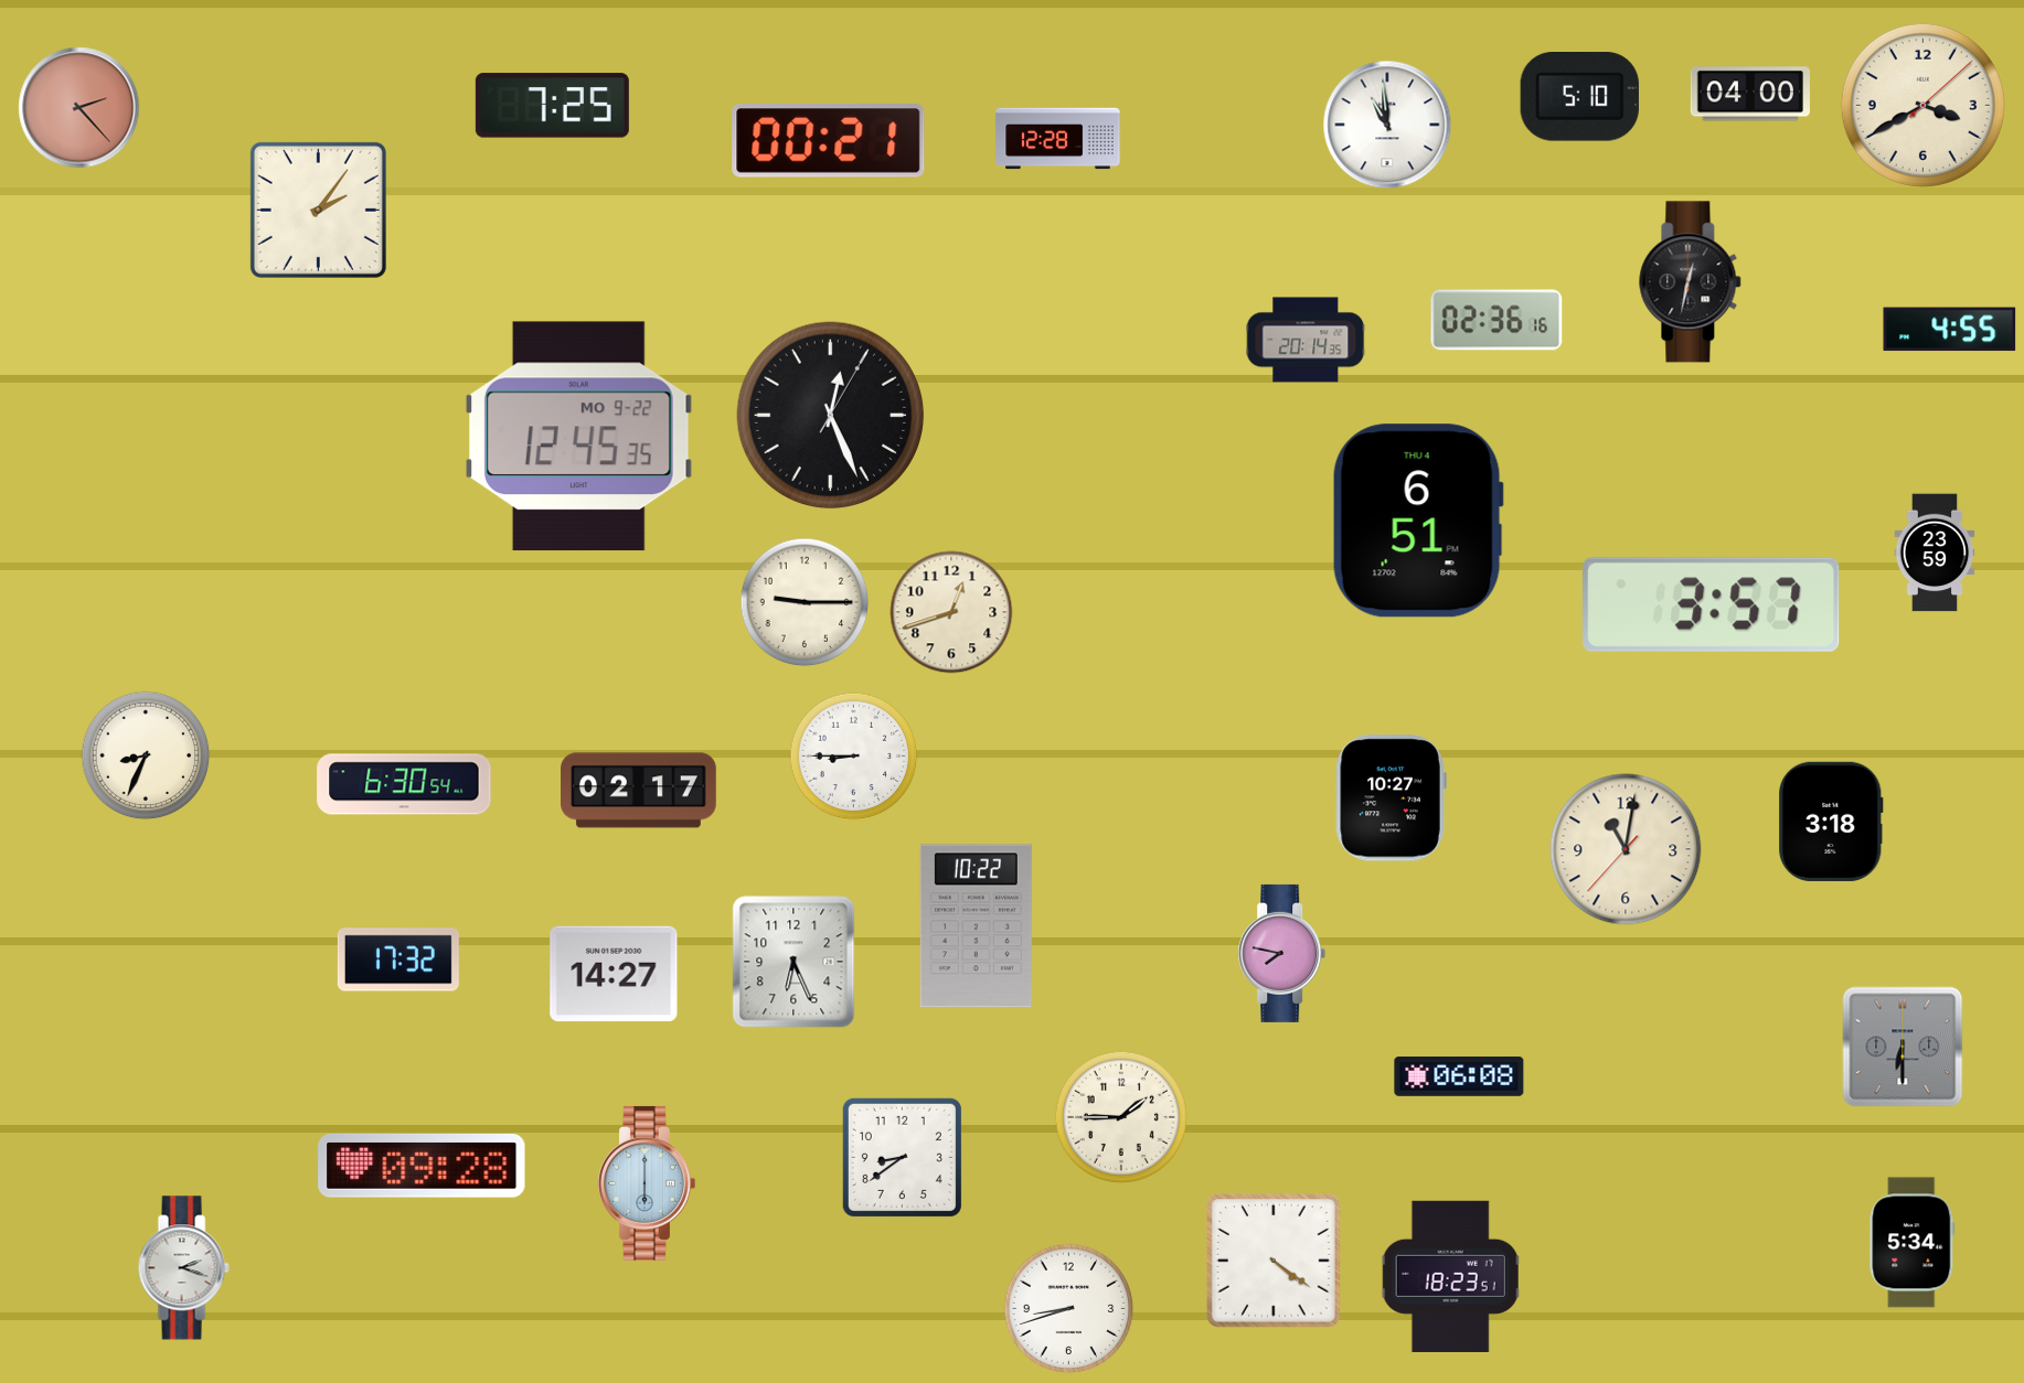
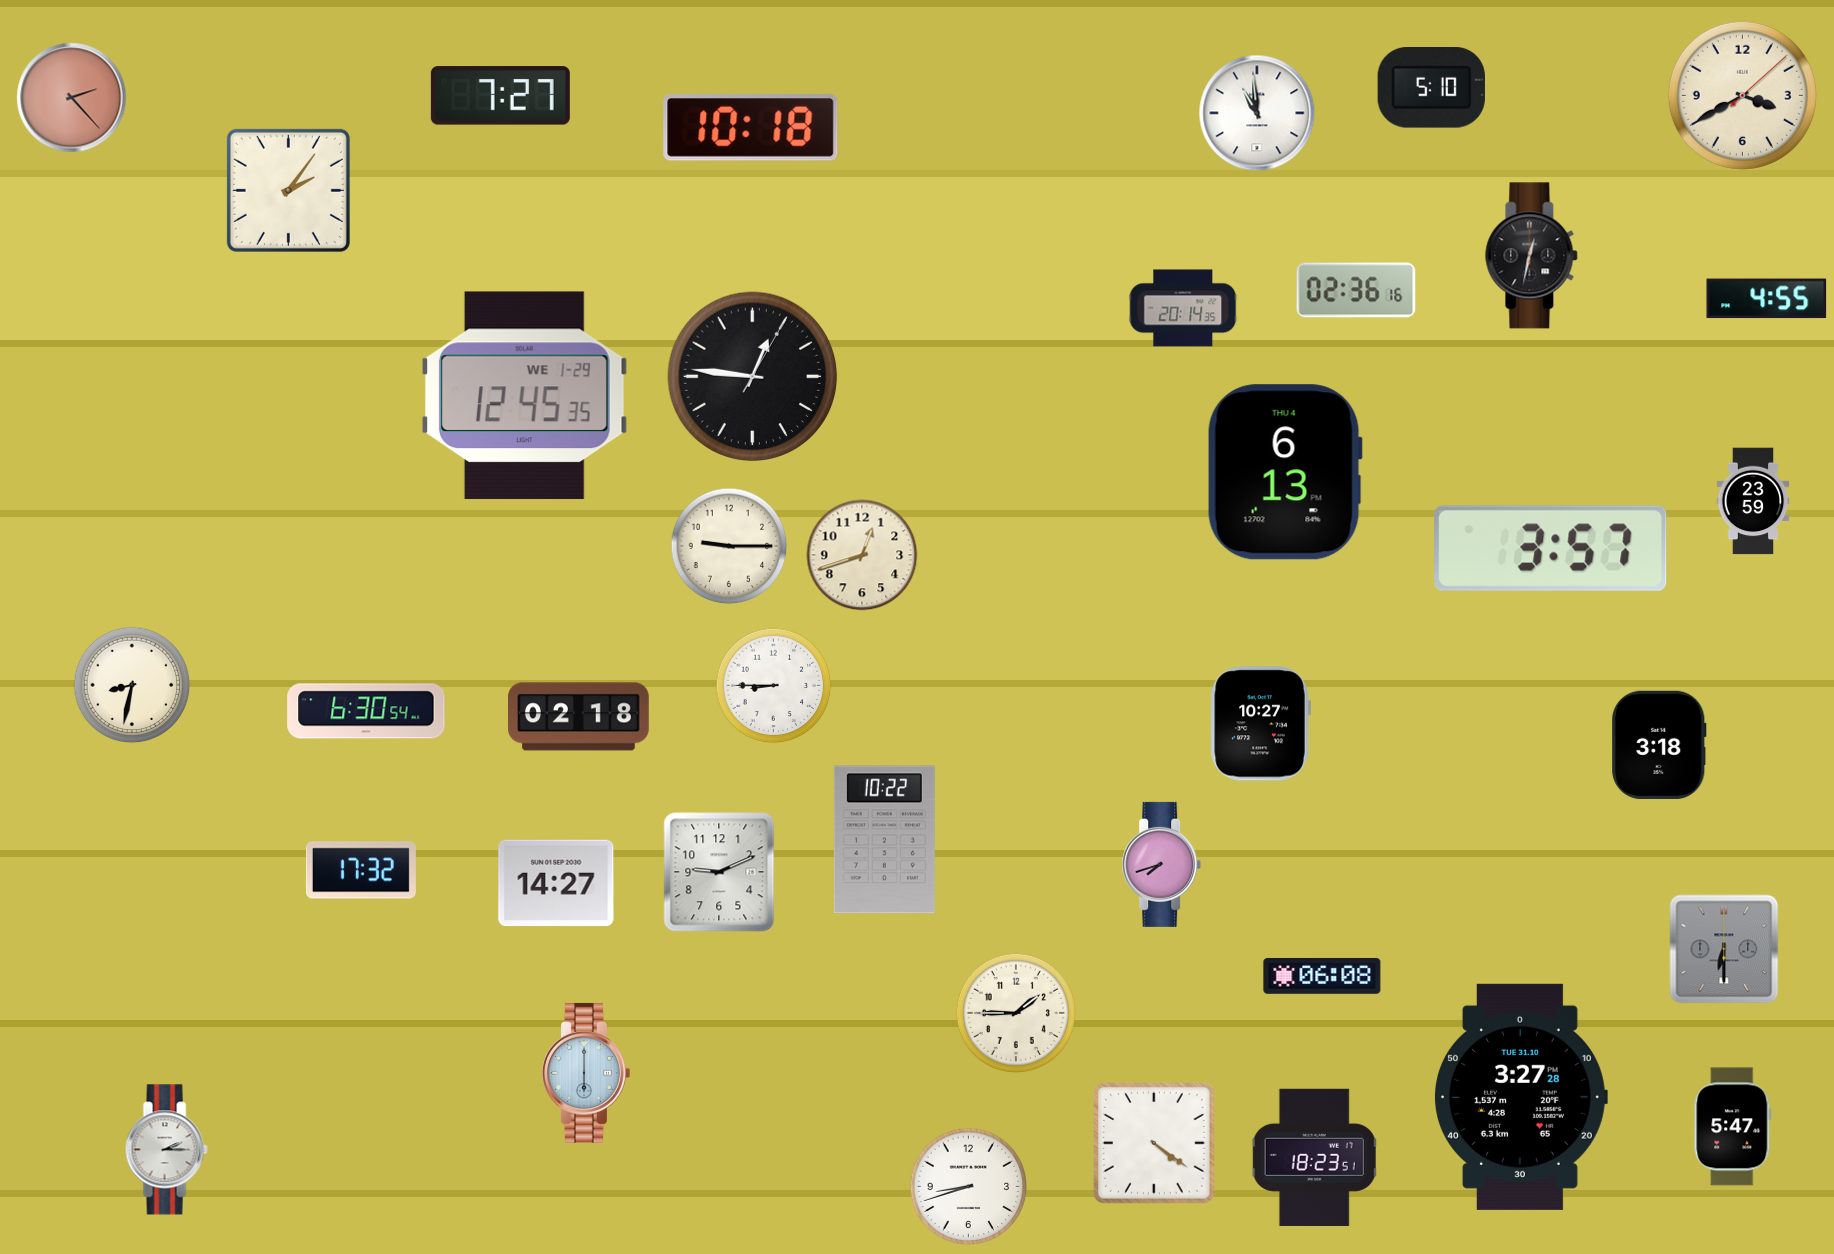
clock at (1750, 94): 04:00 -> none
clock at (552, 106): 7:25 -> 7:27
clock at (1058, 139): 12:28 -> none
clock at (829, 141): 00:21 -> 10:18
clock at (831, 416): 12:26 -> 12:46
clock at (578, 437) date: MO 9-22 -> WE 1-29
clock at (1418, 521): 6:51 -> 6:13
clock at (146, 755): 8:34 -> 8:32
clock at (639, 791): 02:17 -> 02:18
clock at (1626, 849): 11:01 -> none
clock at (1282, 953): 7:47 -> 7:42
clock at (793, 962): 6:26 -> 9:11
clock at (902, 1157): 8:39 -> none
clock at (422, 1167): 09:28 -> none
clock at (1520, 1097): none -> 3:27
clock at (1913, 1243): 5:34 -> 5:47
clock at (183, 1268): 2:18 -> 2:15
